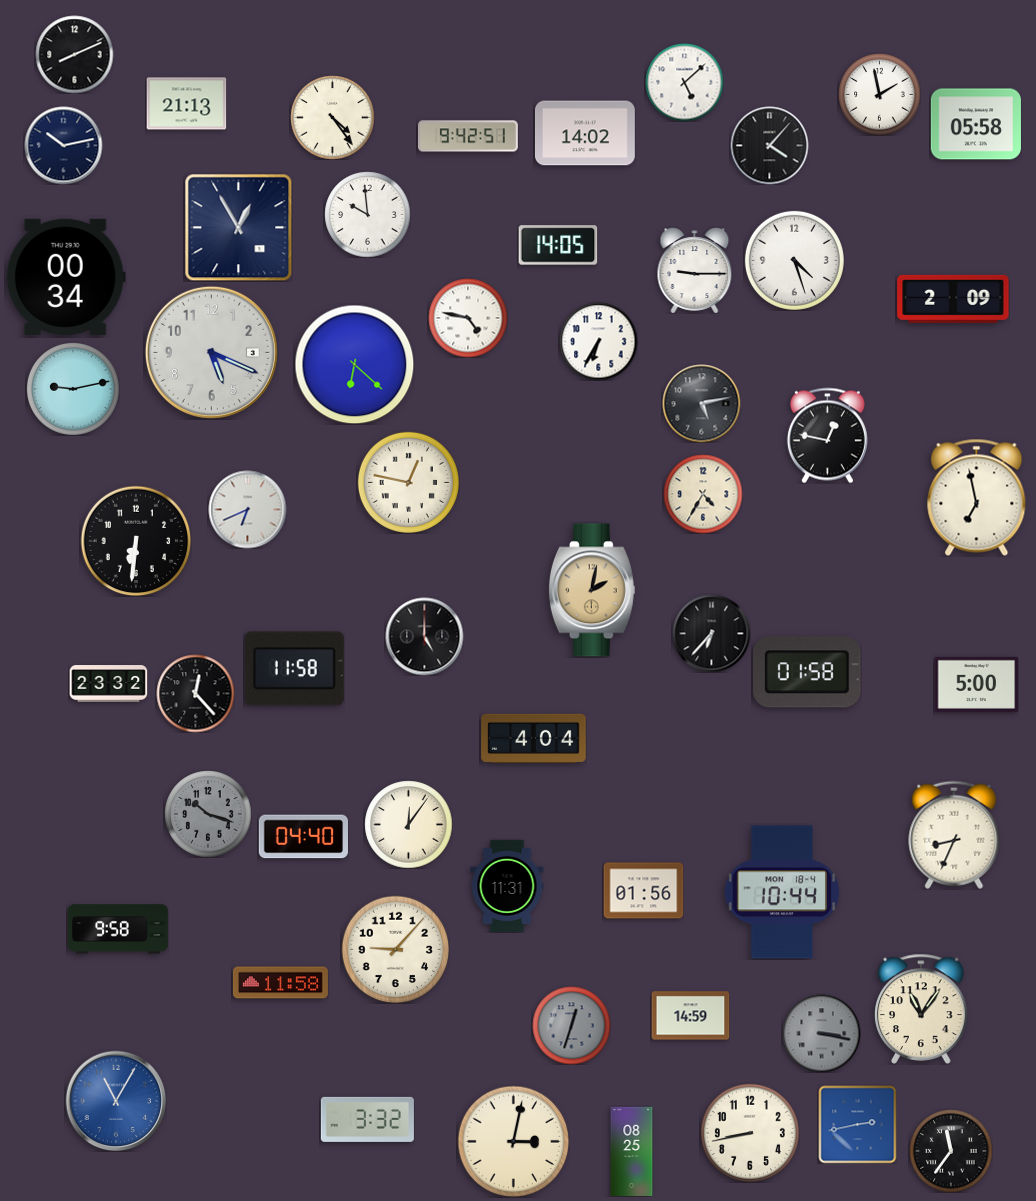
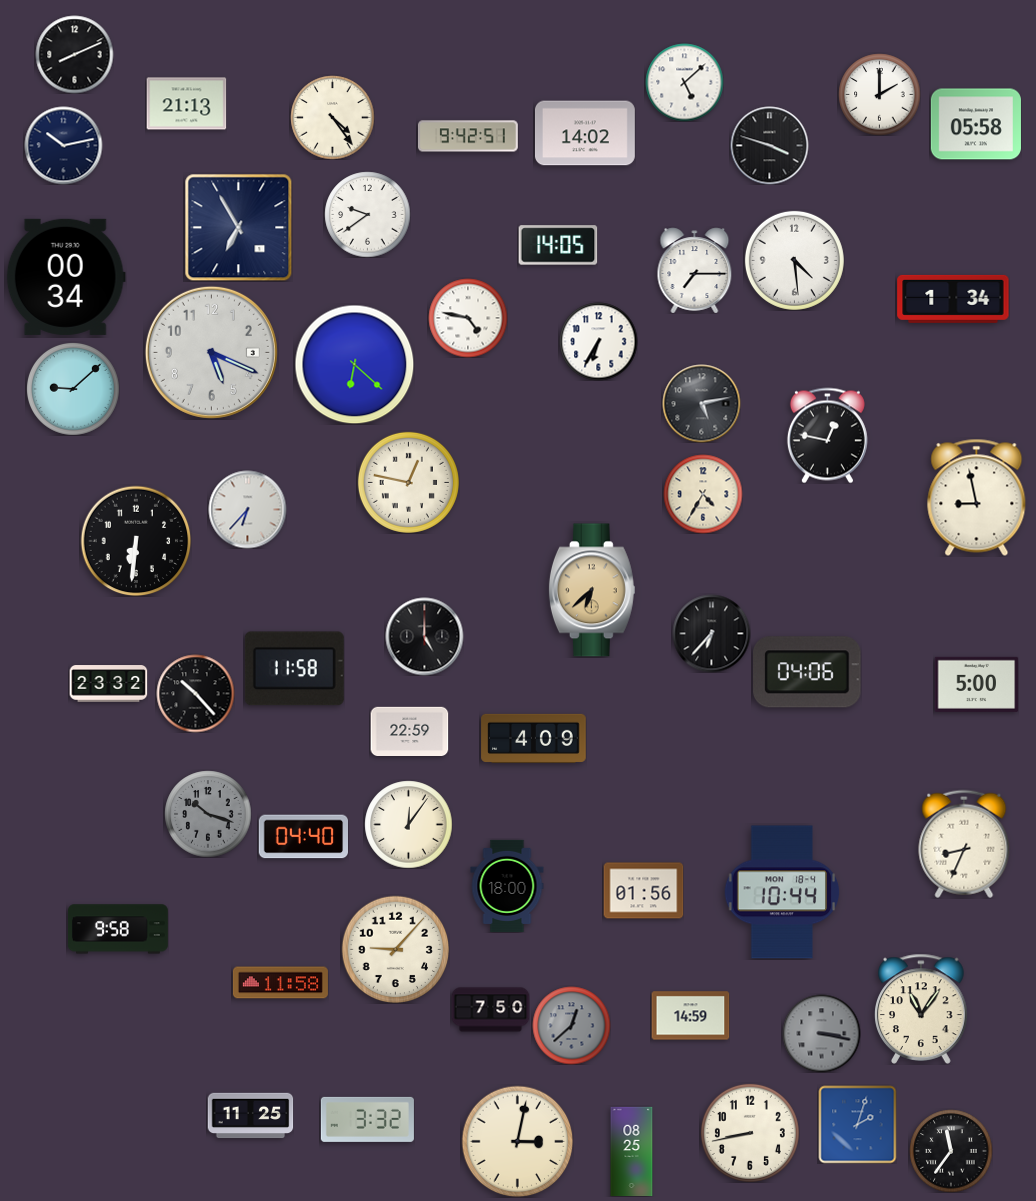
clock at (879, 94): 1:58 -> 2:00
clock at (769, 145): 4:07 -> 3:48
clock at (367, 214): 9:59 -> 9:39
clock at (238, 227): 12:55 -> 6:55
clock at (794, 260): 4:27 -> 4:29
clock at (695, 270): 9:15 -> 7:15
clock at (953, 299): 2:09 -> 1:34
clock at (73, 389): 9:13 -> 9:08
clock at (977, 497): 6:58 -> 8:58
clock at (247, 509): 6:41 -> 6:37
clock at (592, 590): 2:02 -> 6:38
clock at (808, 672): 01:58 -> 04:06
clock at (195, 693): 12:23 -> 10:23
clock at (409, 731): none -> 22:59
clock at (534, 738): 4:04 -> 4:09
clock at (954, 835) position: (954, 835) -> (964, 844)
clock at (507, 886): 11:31 -> 18:00
clock at (490, 1010): none -> 7:50
clock at (571, 1025): 12:33 -> 12:38
clock at (116, 1101): 11:05 -> none
clock at (250, 1116): none -> 11:25
clock at (857, 1124): 2:43 -> 2:03
clock at (513, 1141) position: (513, 1141) -> (517, 1141)
